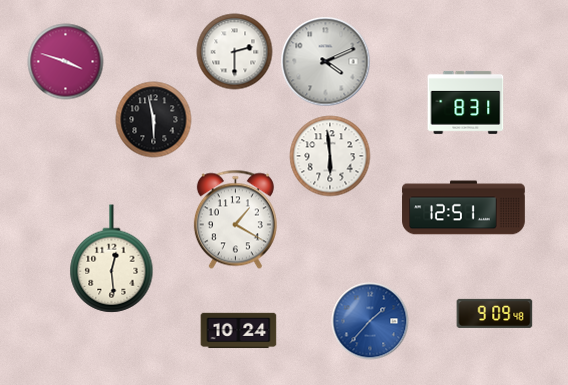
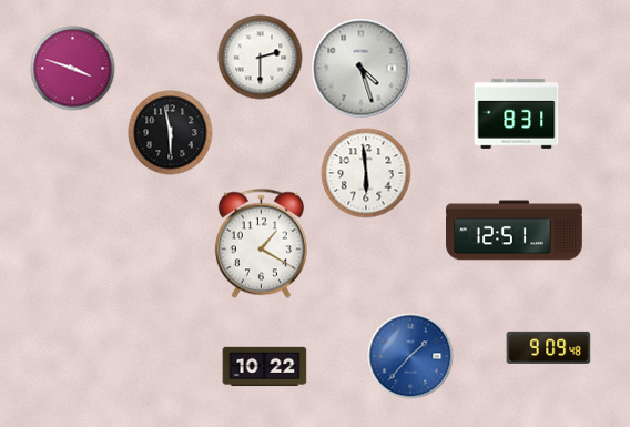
clock at (326, 62): 4:11 -> 4:27
clock at (112, 259): 12:29 -> none
clock at (239, 331): 10:24 -> 10:22
